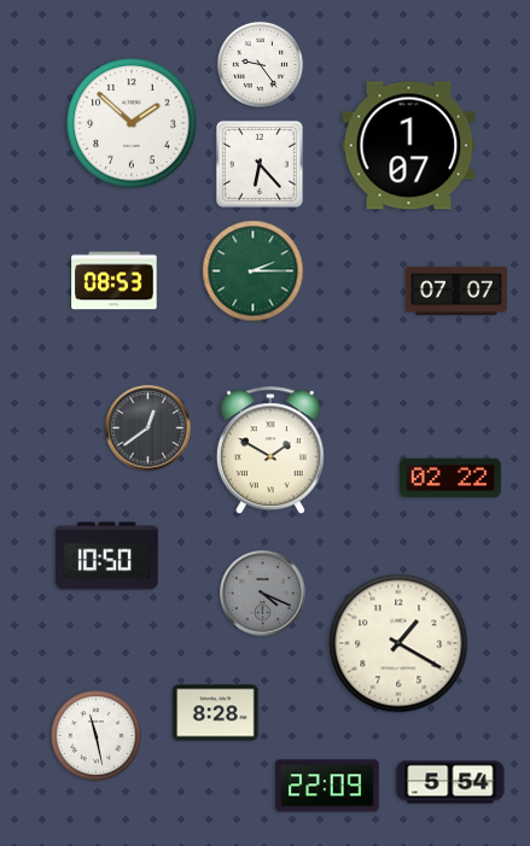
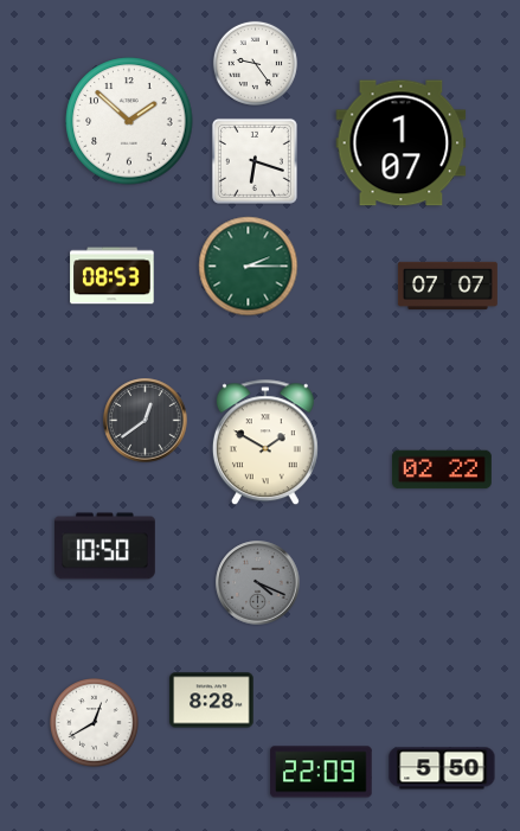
clock at (260, 164): 6:23 -> 6:18
clock at (398, 643): 1:20 -> none
clock at (97, 736): 11:28 -> 12:40
clock at (450, 782): 5:54 -> 5:50
